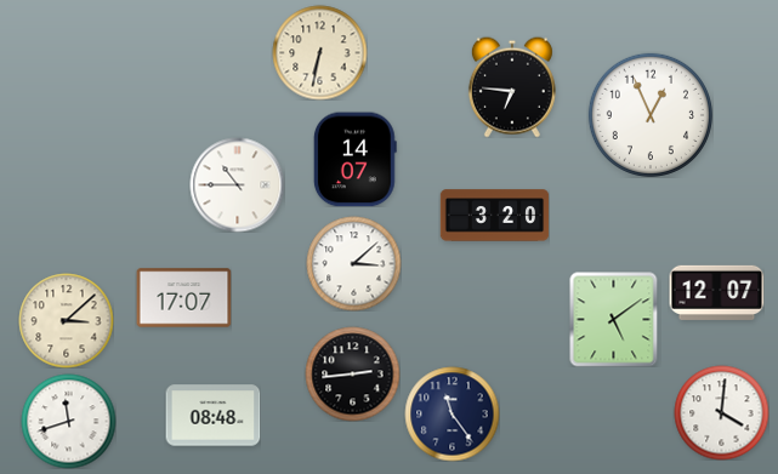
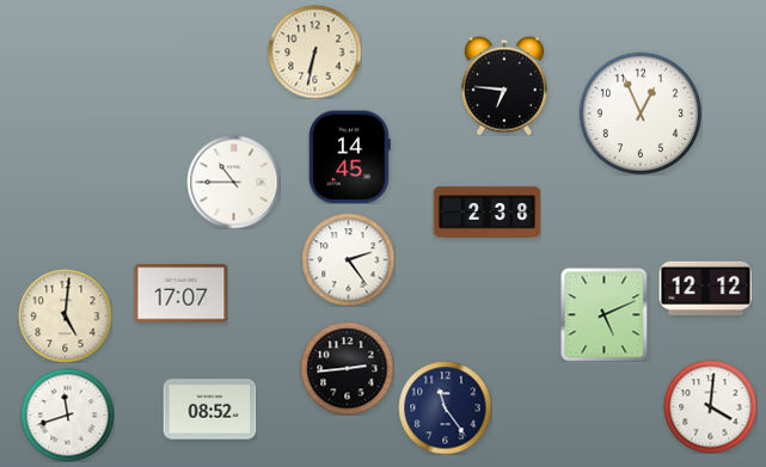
clock at (354, 159): 14:07 -> 14:45
clock at (494, 216): 3:20 -> 2:38
clock at (353, 263): 3:08 -> 2:24
clock at (716, 292): 12:07 -> 12:12
clock at (614, 319): 5:09 -> 5:11
clock at (66, 320): 3:08 -> 5:01
clock at (212, 416): 08:48 -> 08:52
